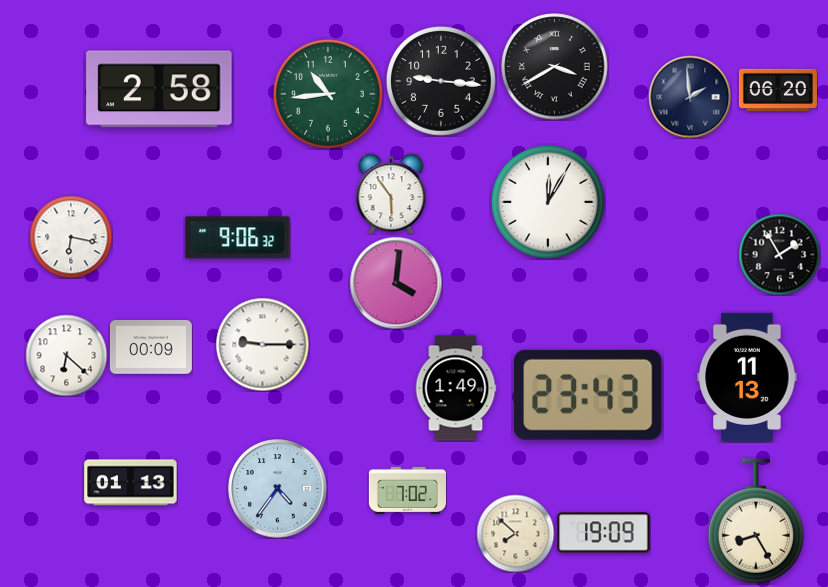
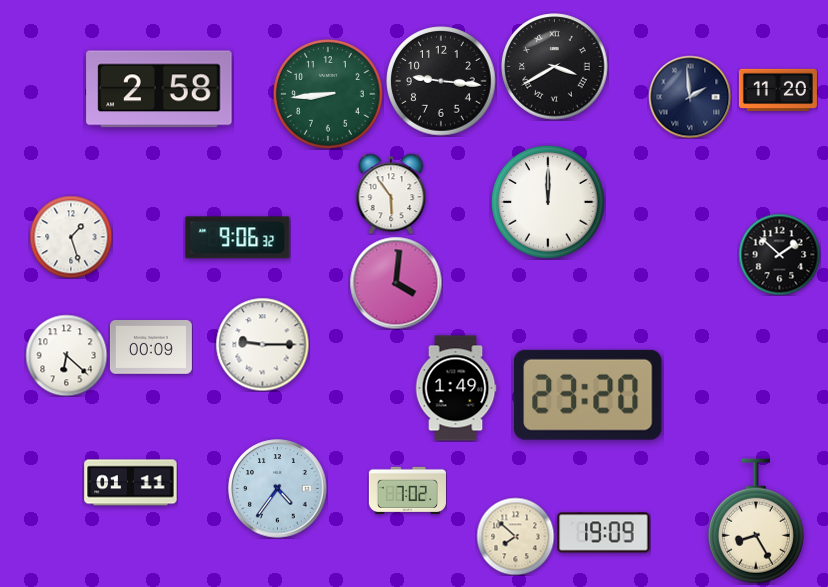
clock at (778, 89): 06:20 -> 11:20
clock at (328, 94): 10:44 -> 8:44
clock at (549, 203): 12:05 -> 12:00
clock at (71, 237): 6:17 -> 1:27
clock at (779, 254): 1:55 -> 1:52
clock at (747, 377): 11:13 -> none
clock at (589, 395): 23:43 -> 23:20
clock at (131, 483): 01:13 -> 01:11
clock at (515, 533) position: (515, 533) -> (515, 536)
